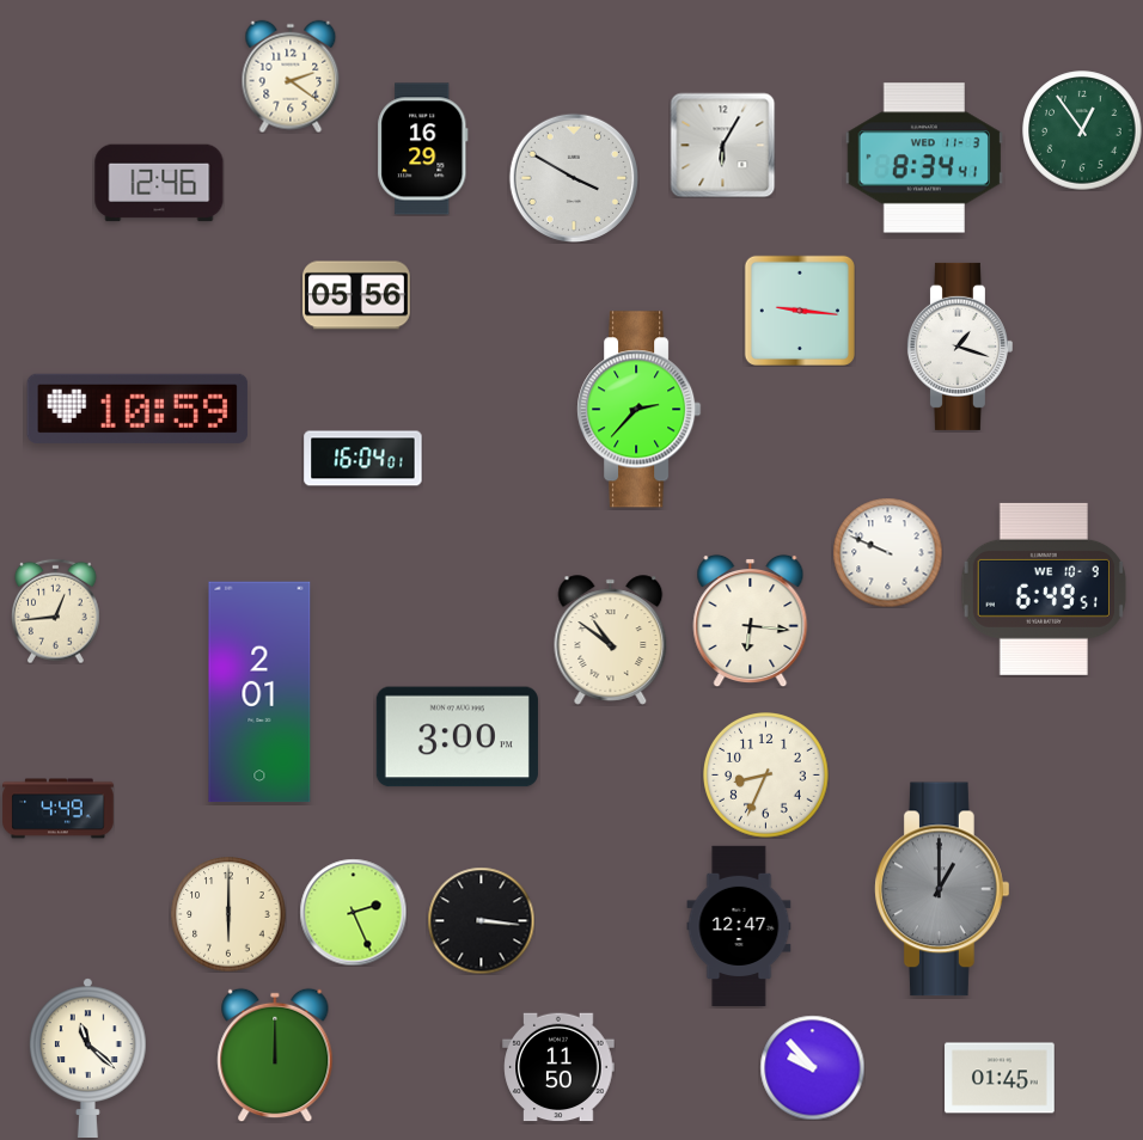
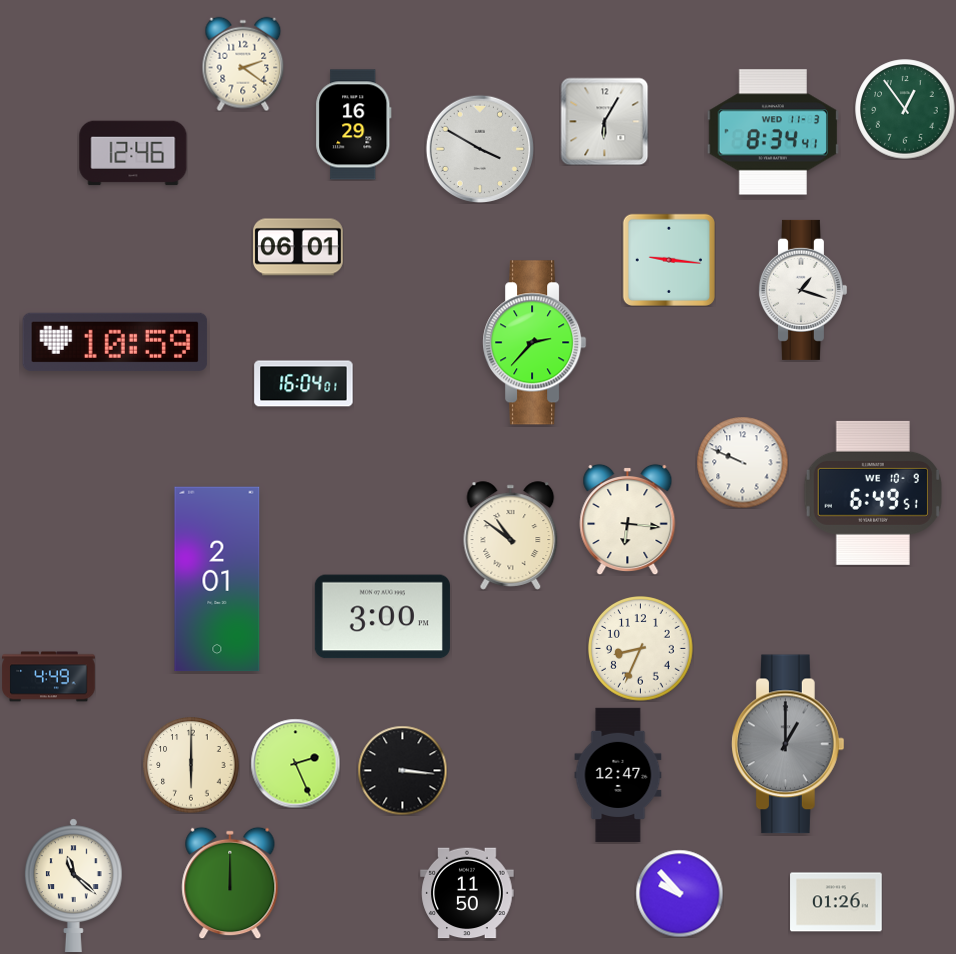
clock at (357, 295): 05:56 -> 06:01
clock at (56, 611): 12:44 -> none
clock at (1000, 1078): 01:45 -> 01:26
